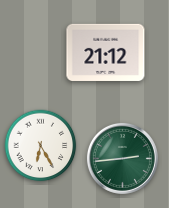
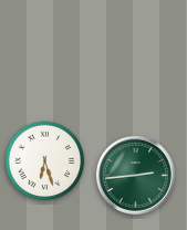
clock at (106, 52): 21:12 -> none
clock at (41, 146): 6:25 -> 6:27
